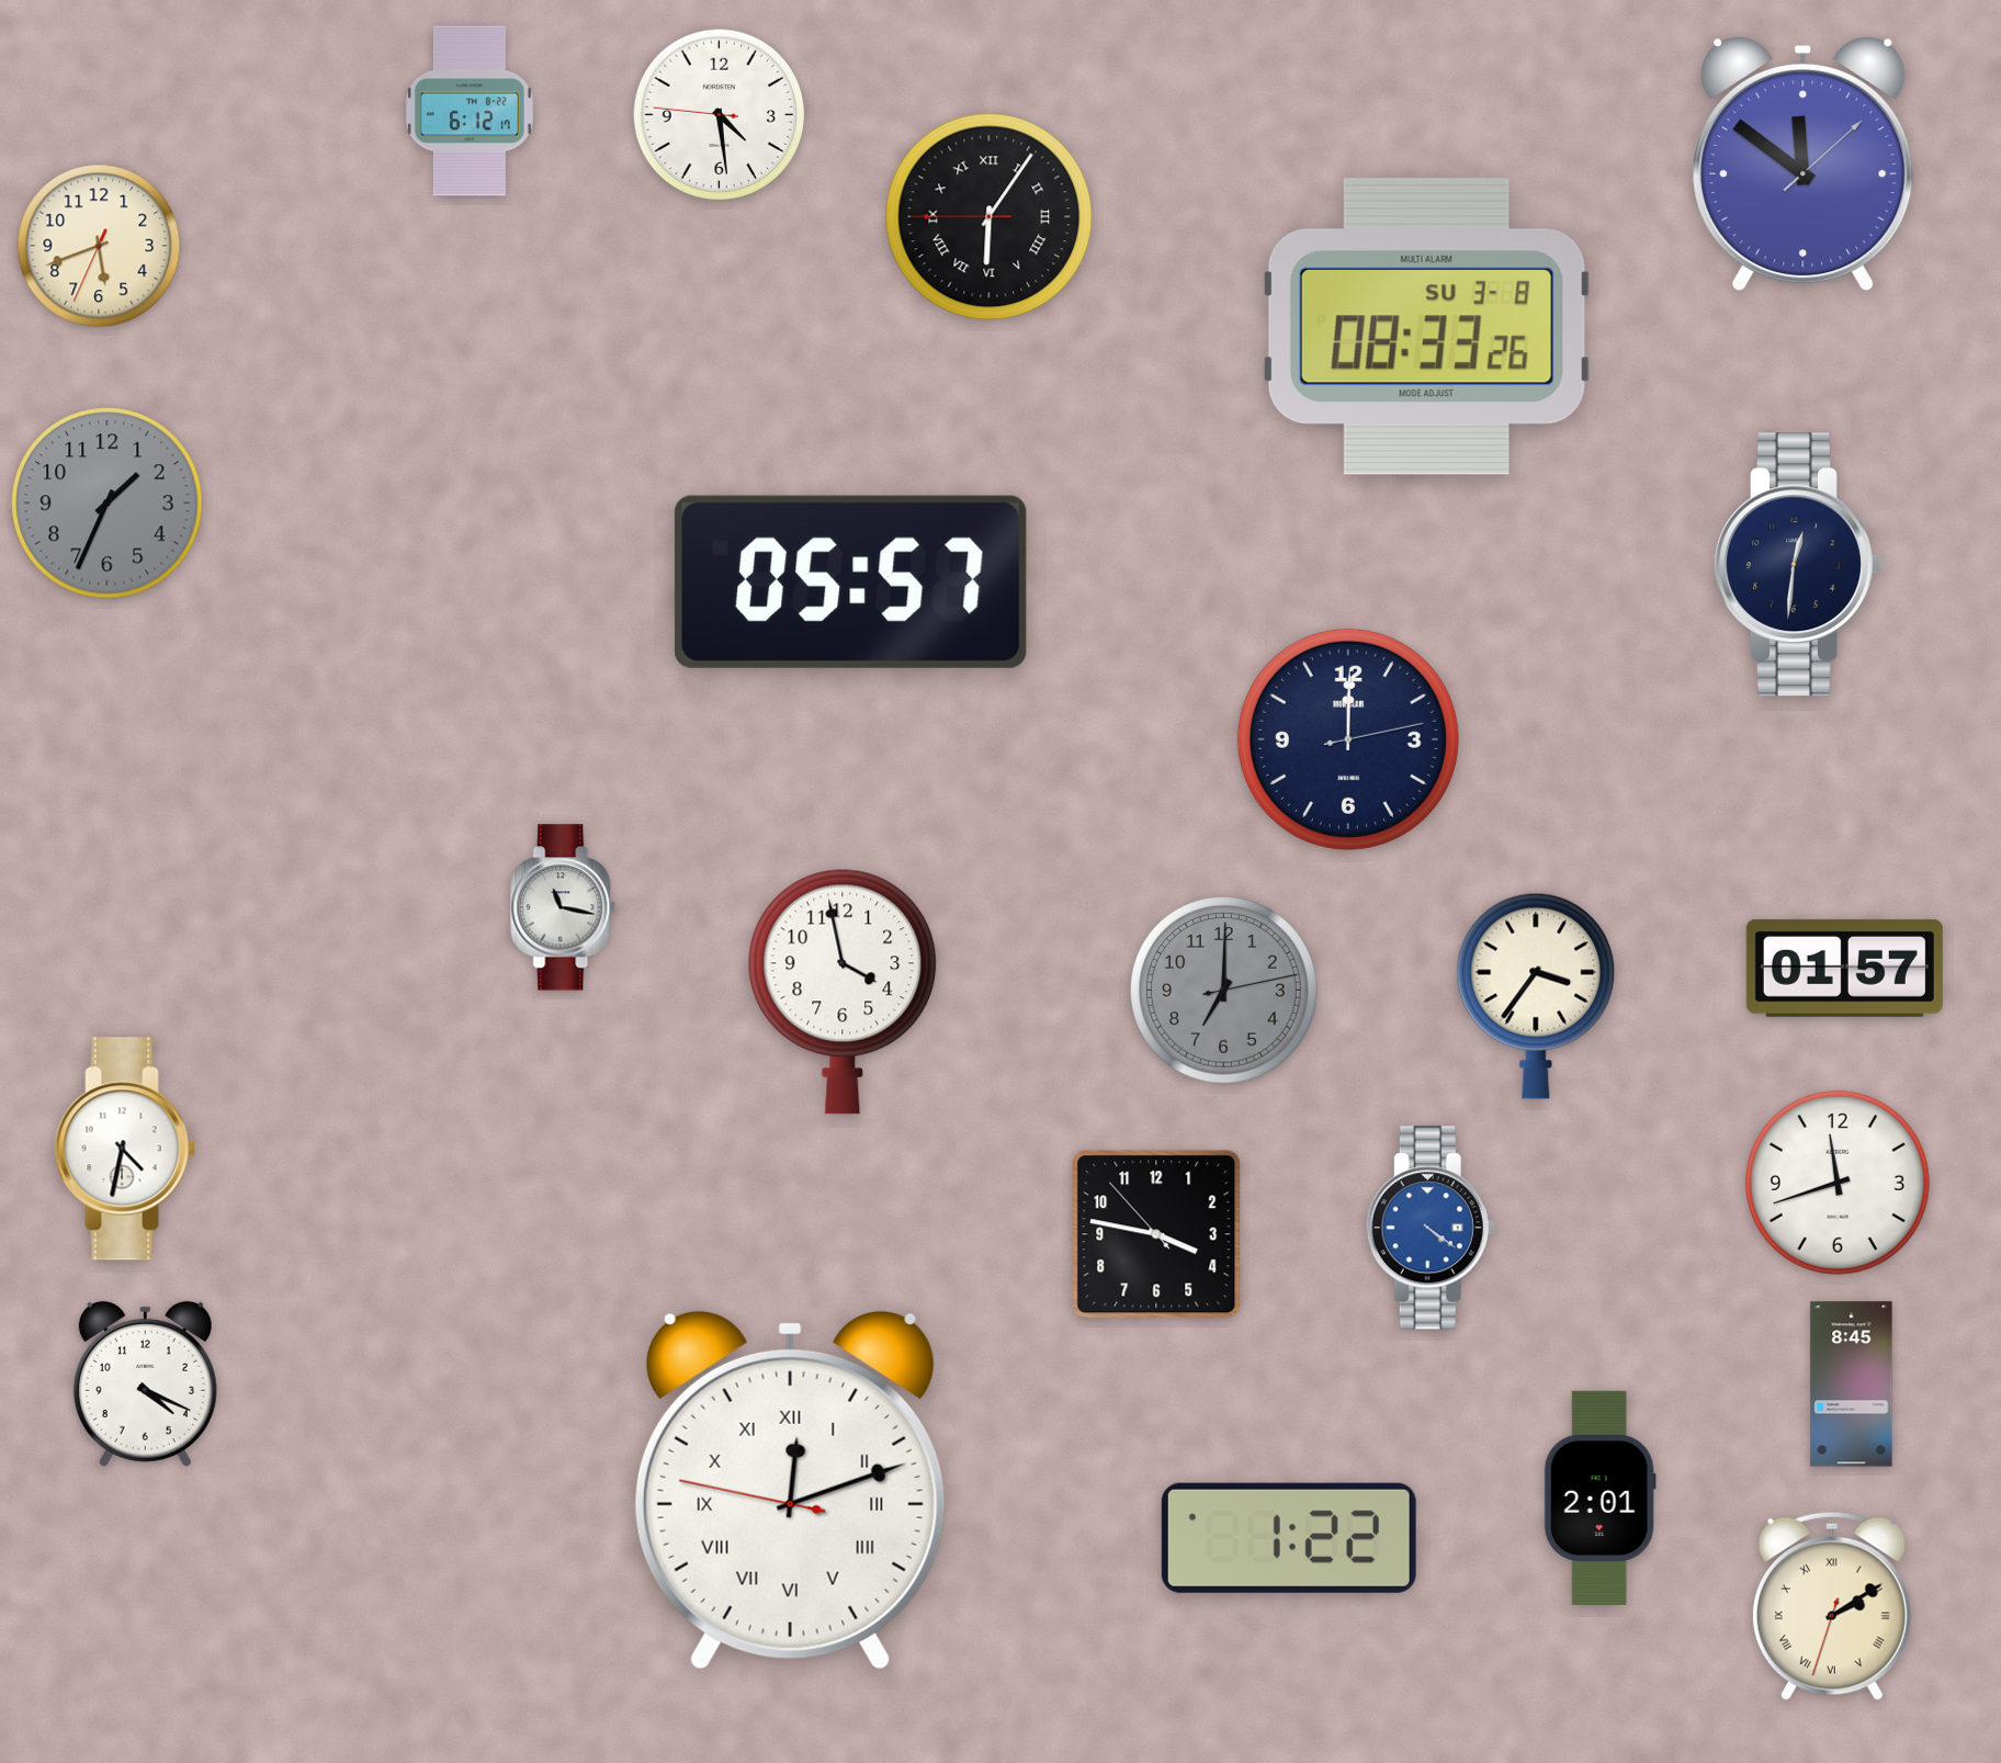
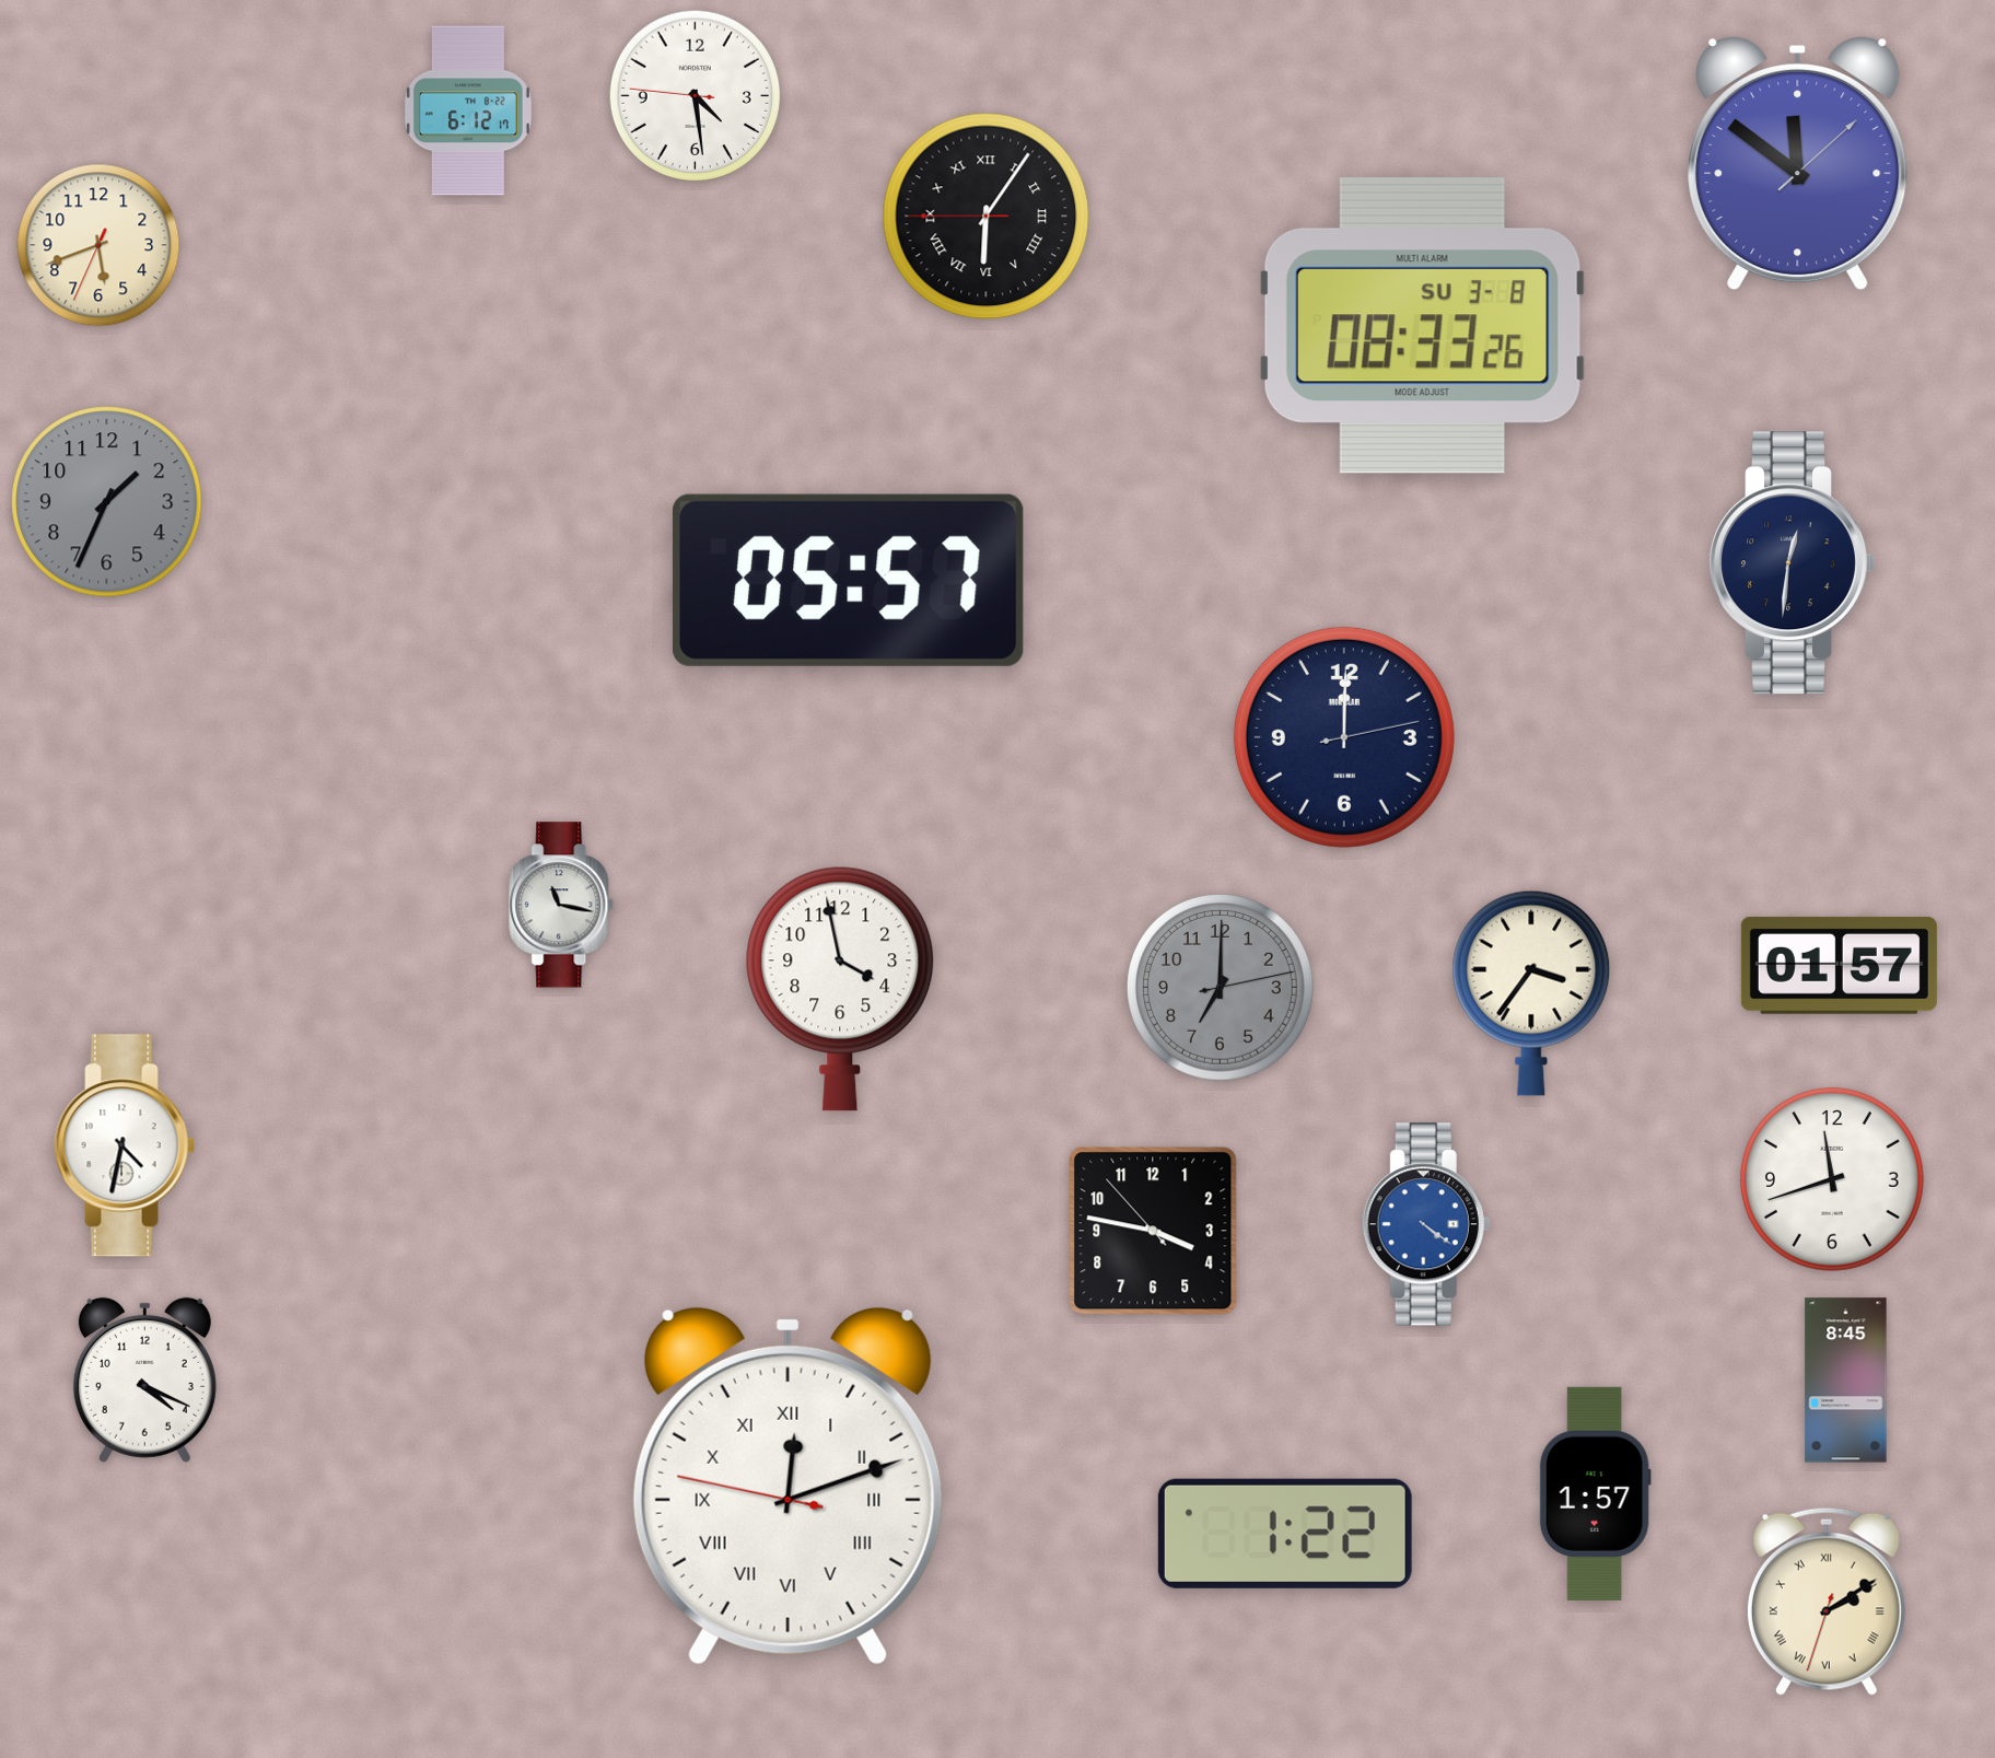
clock at (720, 115) position: (720, 115) -> (696, 96)
clock at (1599, 1498): 2:01 -> 1:57
